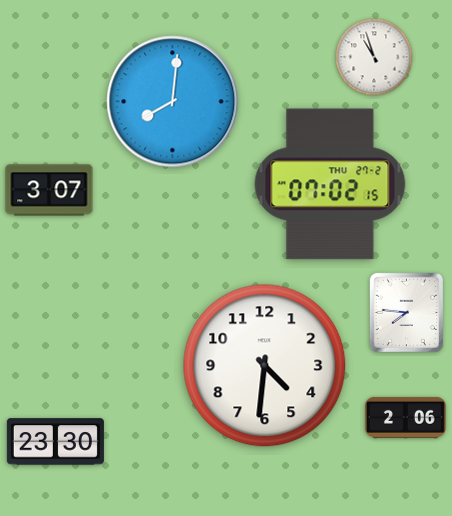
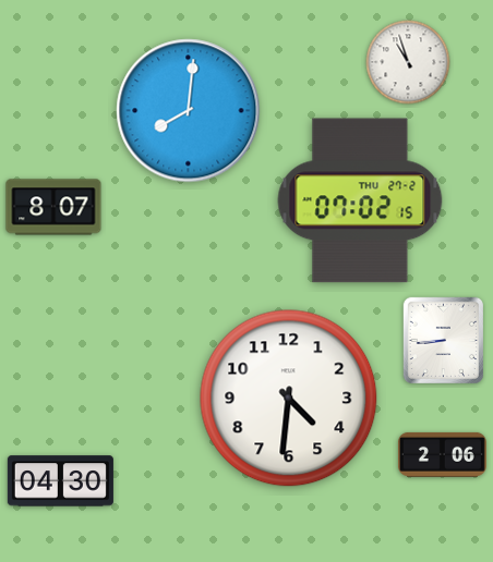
clock at (49, 190): 3:07 -> 8:07
clock at (406, 312): 7:46 -> 8:44
clock at (55, 442): 23:30 -> 04:30
